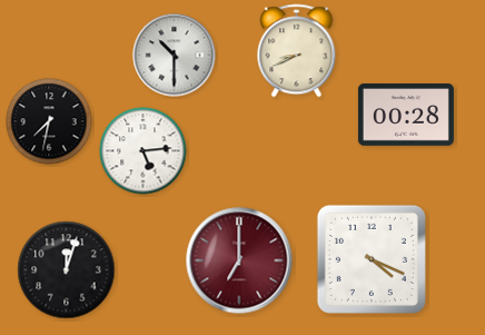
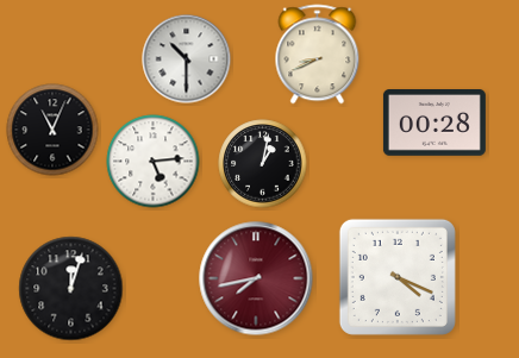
clock at (49, 121): 7:32 -> 11:04
clock at (263, 164): none -> 1:02
clock at (239, 260): 7:00 -> 7:43
